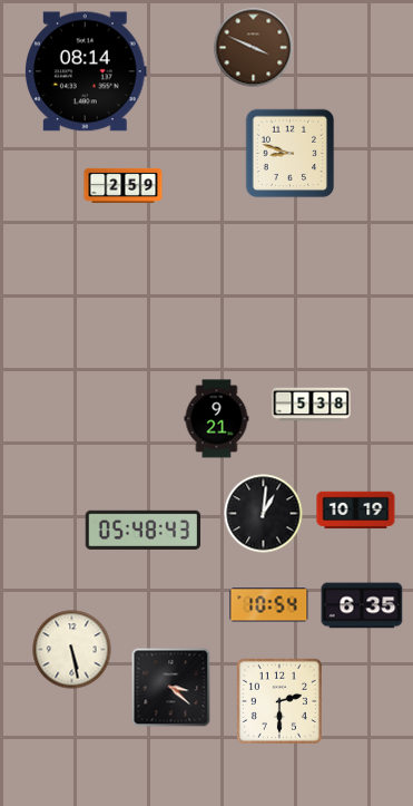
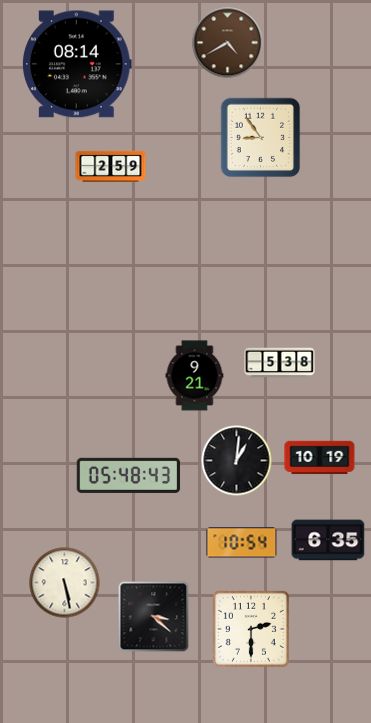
clock at (254, 48): 3:49 -> 4:40
clock at (291, 154): 8:48 -> 8:54
clock at (362, 605) position: (362, 605) -> (328, 540)
